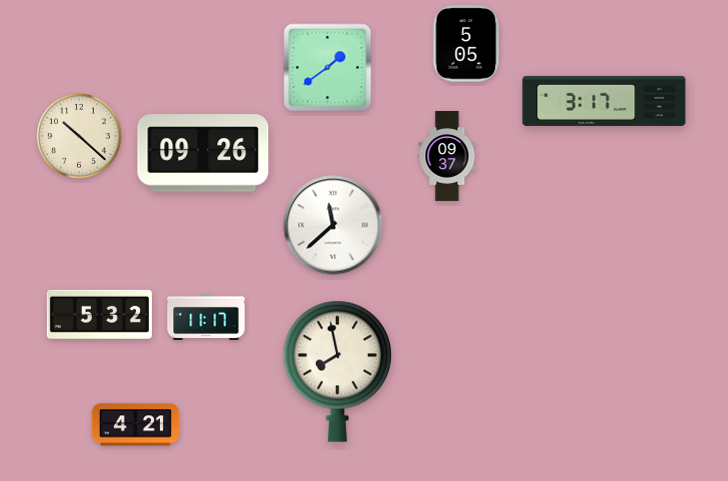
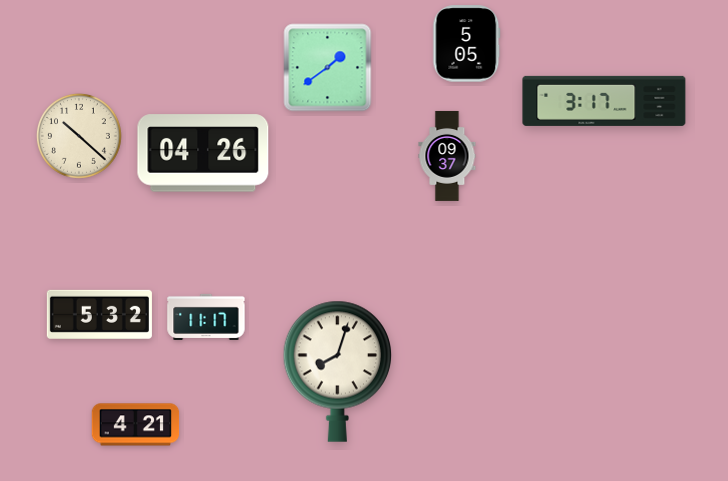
clock at (203, 153): 09:26 -> 04:26
clock at (333, 225): 11:38 -> none
clock at (338, 371): 7:58 -> 8:03
